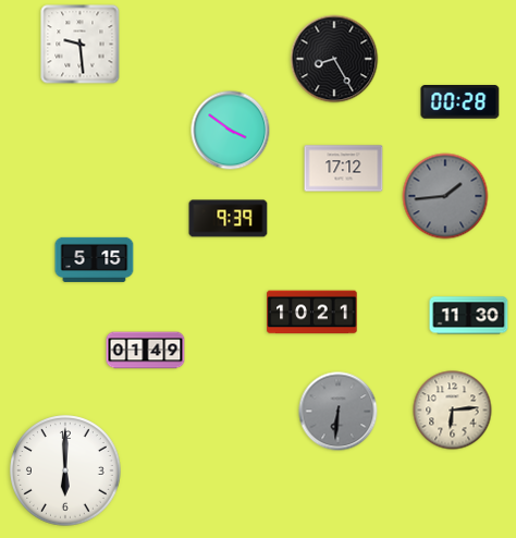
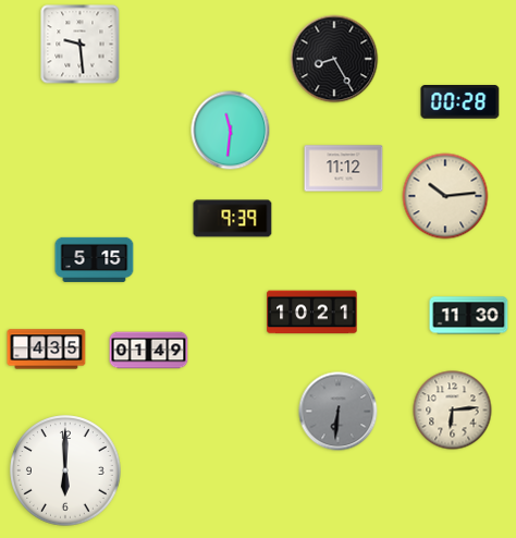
clock at (231, 131): 3:51 -> 11:31
clock at (344, 169): 17:12 -> 11:12
clock at (445, 196): 1:44 -> 10:14
clock at (445, 196) dial: grey -> cream
clock at (229, 219) position: (229, 219) -> (233, 219)
clock at (47, 350): none -> 4:35
clock at (146, 351) position: (146, 351) -> (149, 351)
